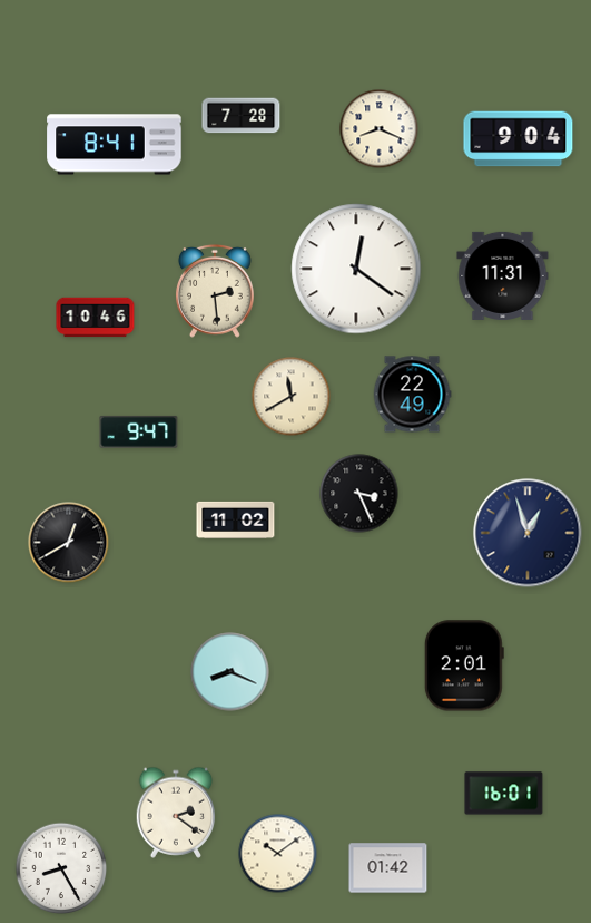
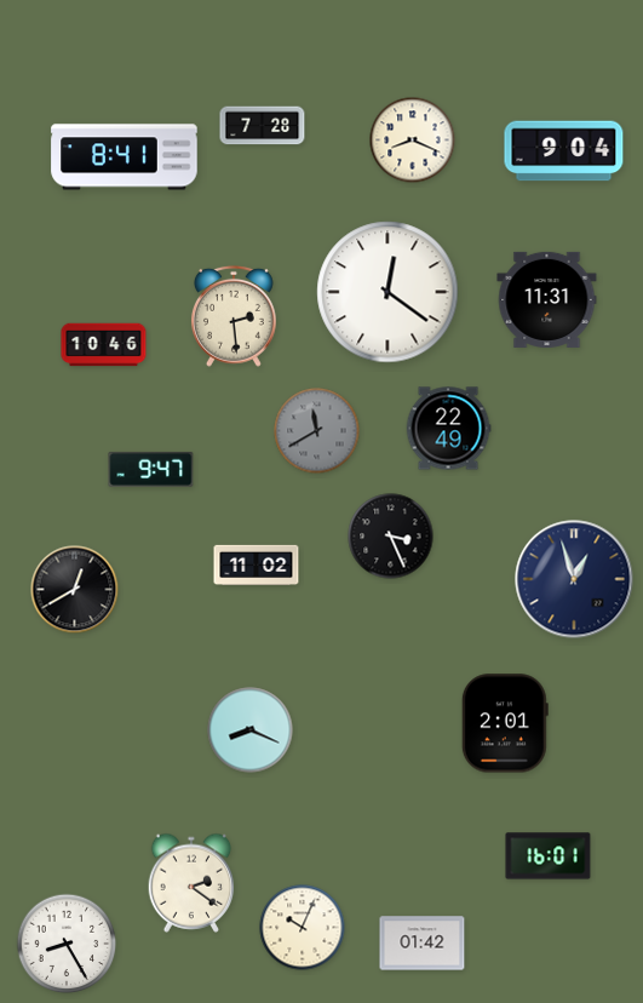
clock at (292, 397) dial: cream -> grey
clock at (504, 794) position: (504, 794) -> (549, 856)
clock at (278, 854): 10:09 -> 10:04
